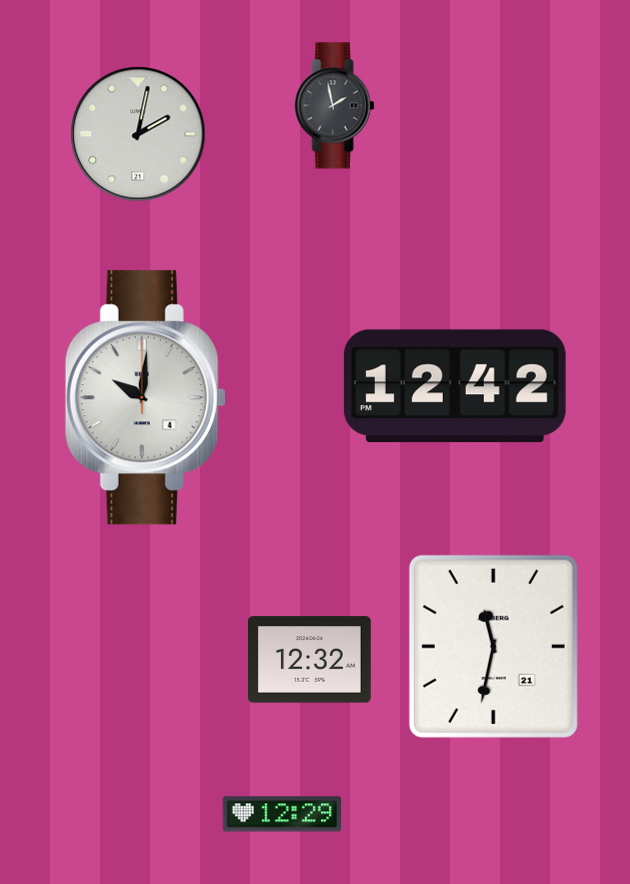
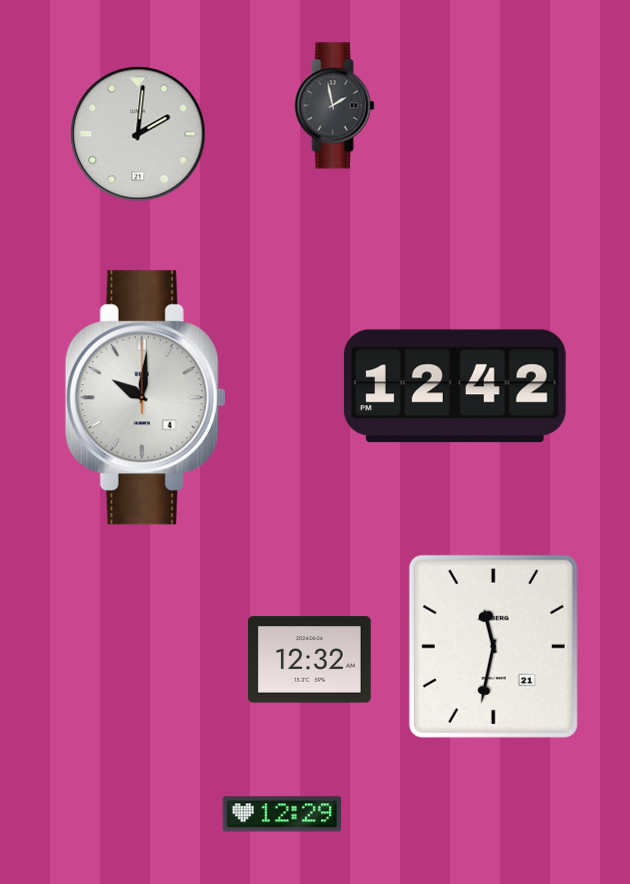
clock at (138, 134): 2:02 -> 2:01
